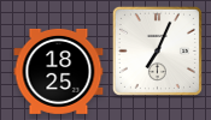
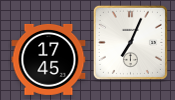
clock at (59, 71): 18:25 -> 17:45
